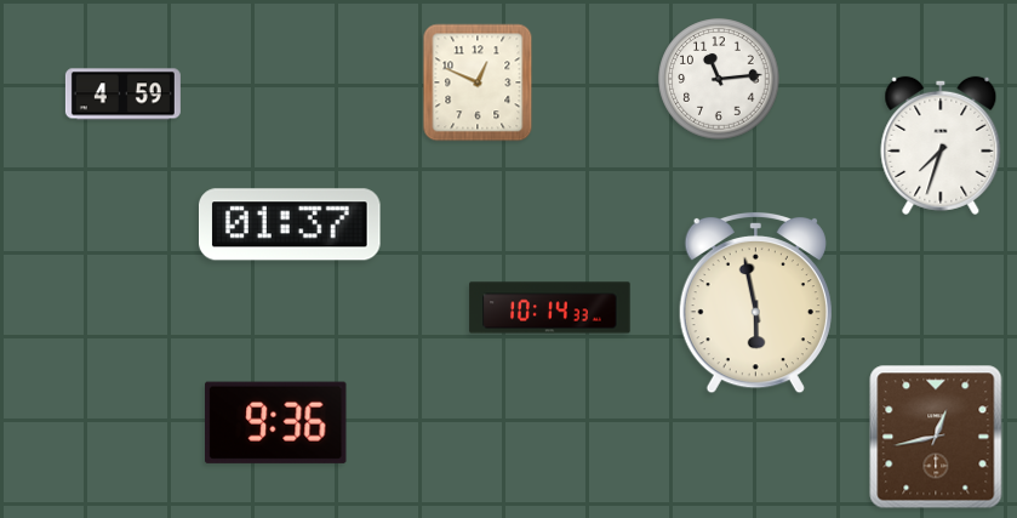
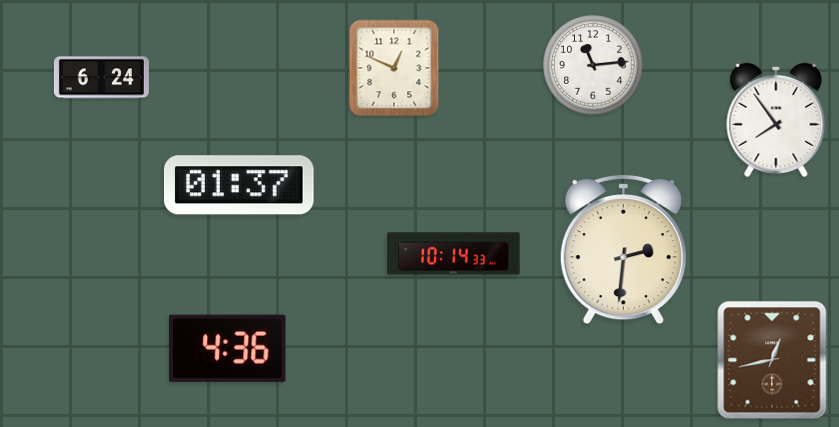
clock at (122, 95): 4:59 -> 6:24
clock at (941, 146): 7:33 -> 7:54
clock at (755, 302): 5:58 -> 2:31
clock at (276, 422): 9:36 -> 4:36
